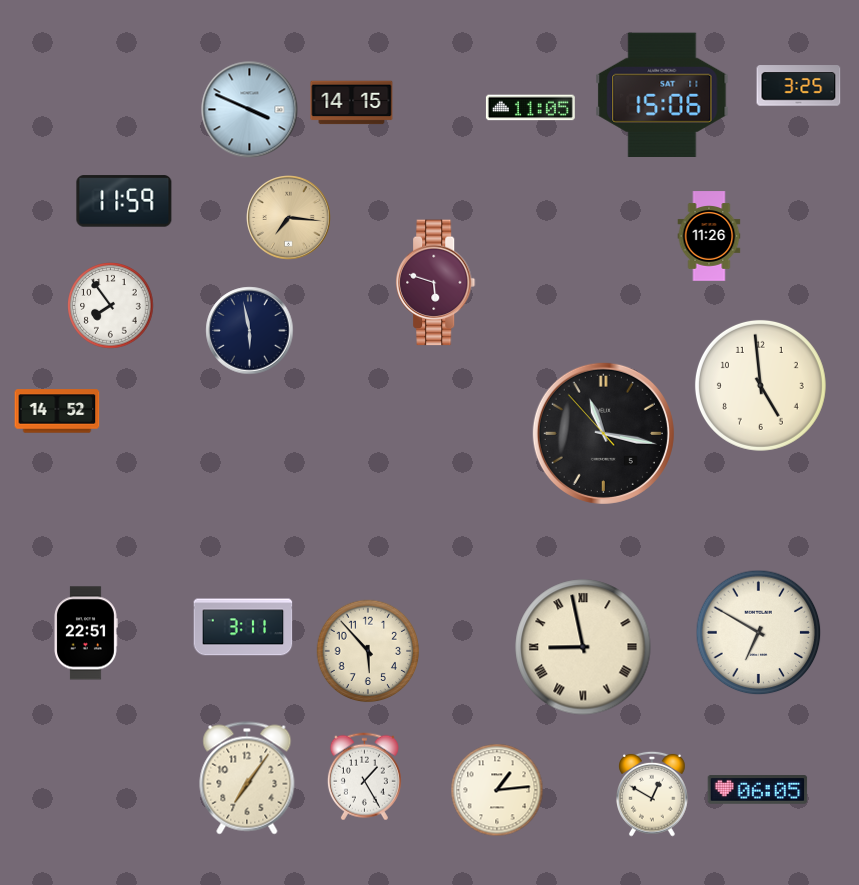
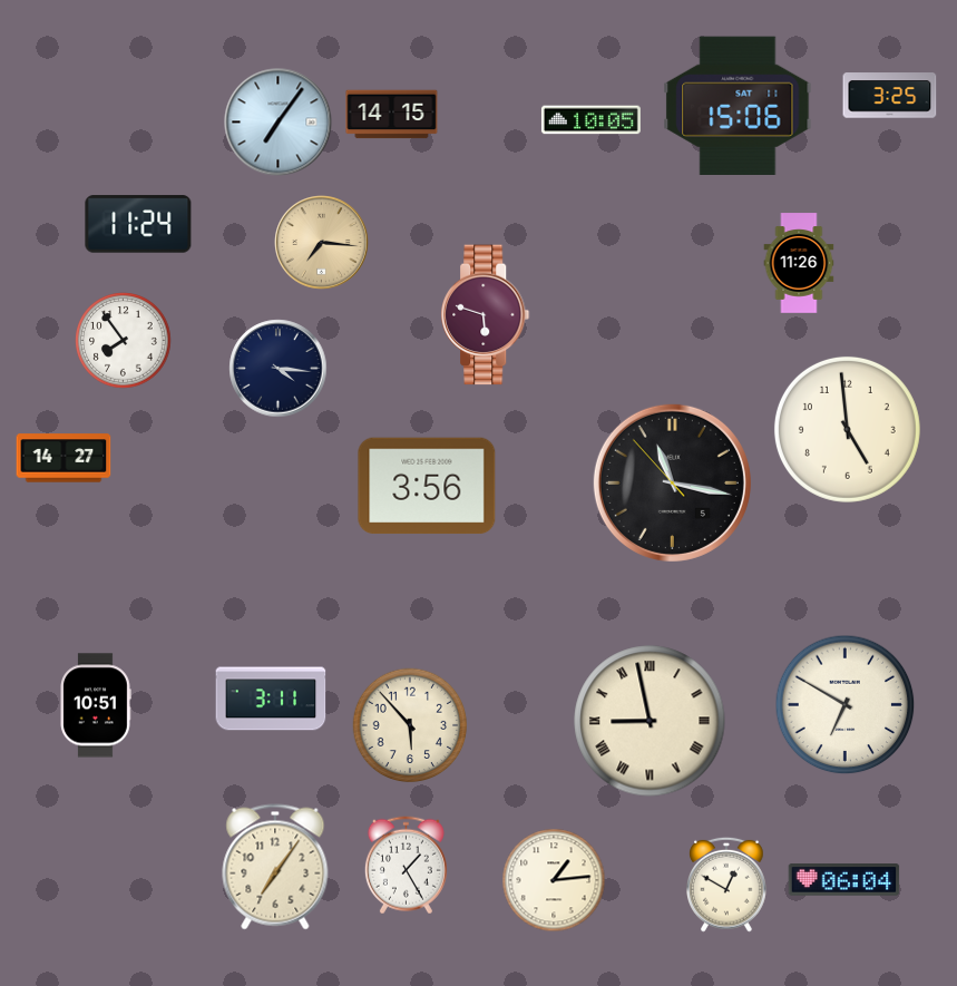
clock at (530, 108): 11:05 -> 10:05
clock at (250, 110): 3:49 -> 7:06
clock at (124, 201): 11:59 -> 11:24
clock at (709, 236) position: (709, 236) -> (799, 263)
clock at (250, 331): 5:58 -> 4:16
clock at (57, 411): 14:52 -> 14:27
clock at (427, 486): none -> 3:56
clock at (86, 633): 22:51 -> 10:51
clock at (758, 790): 06:05 -> 06:04
